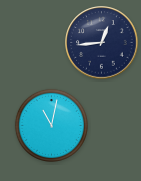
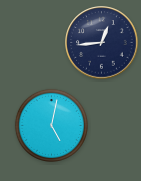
clock at (51, 125): 11:02 -> 5:02
